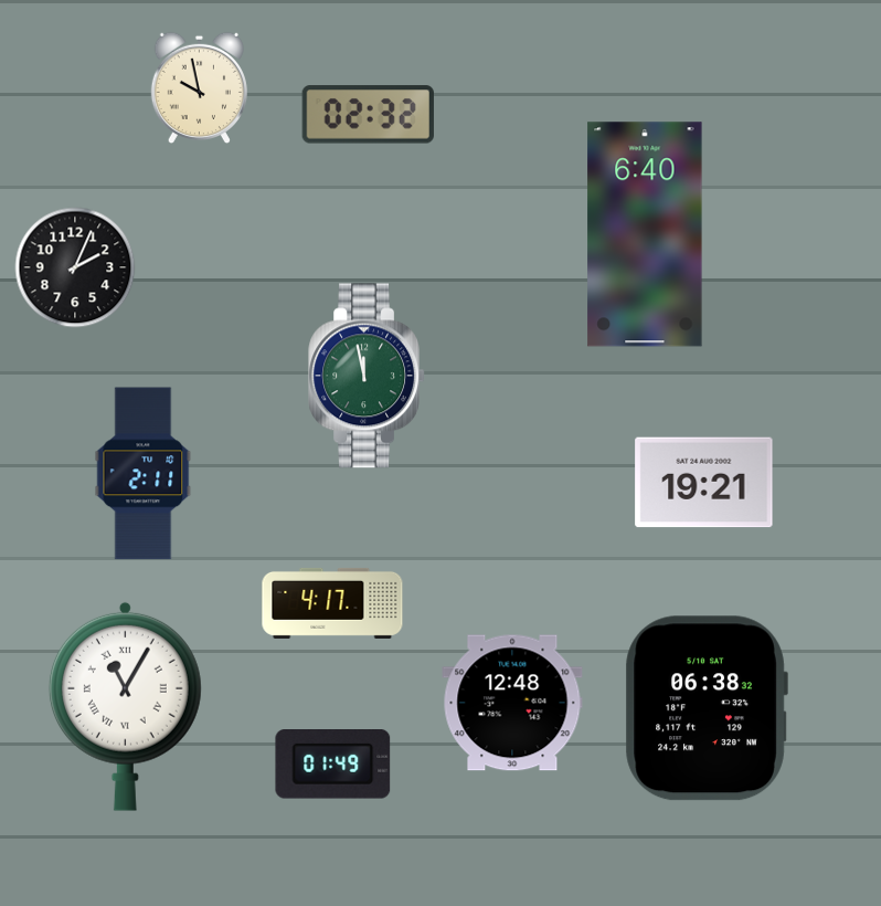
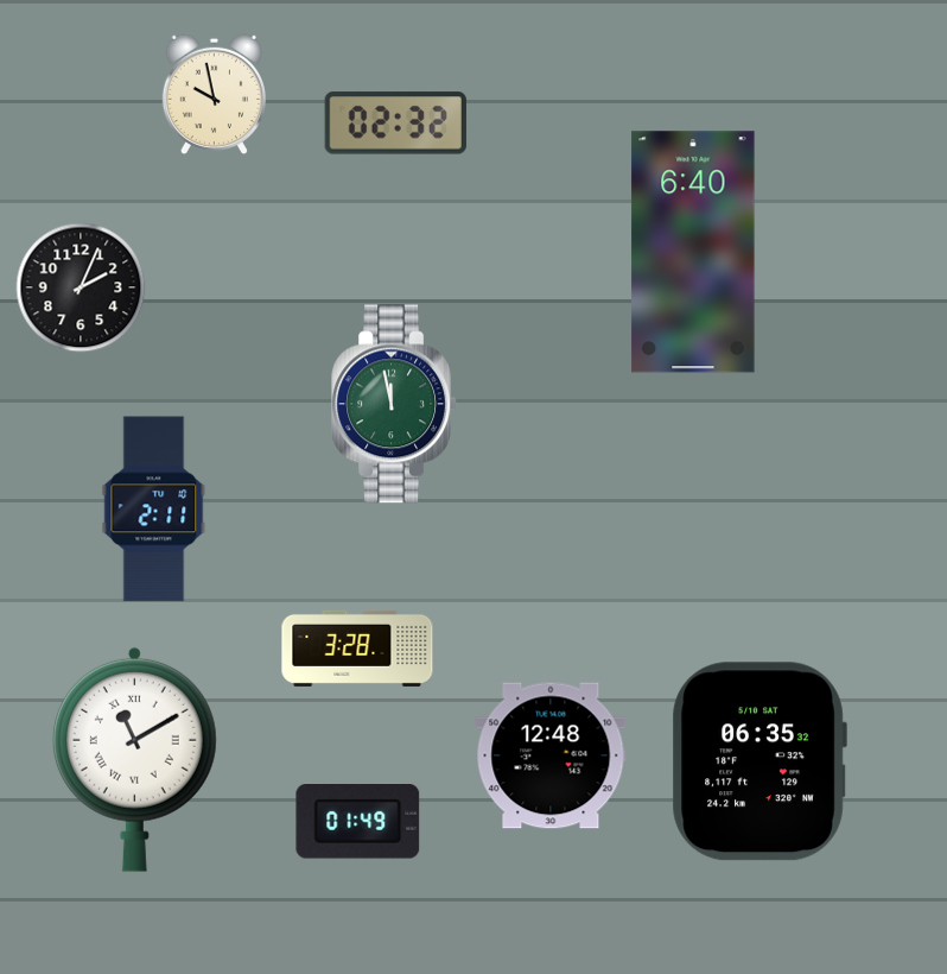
clock at (704, 483): 19:21 -> none
clock at (332, 603): 4:17 -> 3:28
clock at (125, 706): 11:05 -> 11:10
clock at (707, 708): 06:38 -> 06:35
